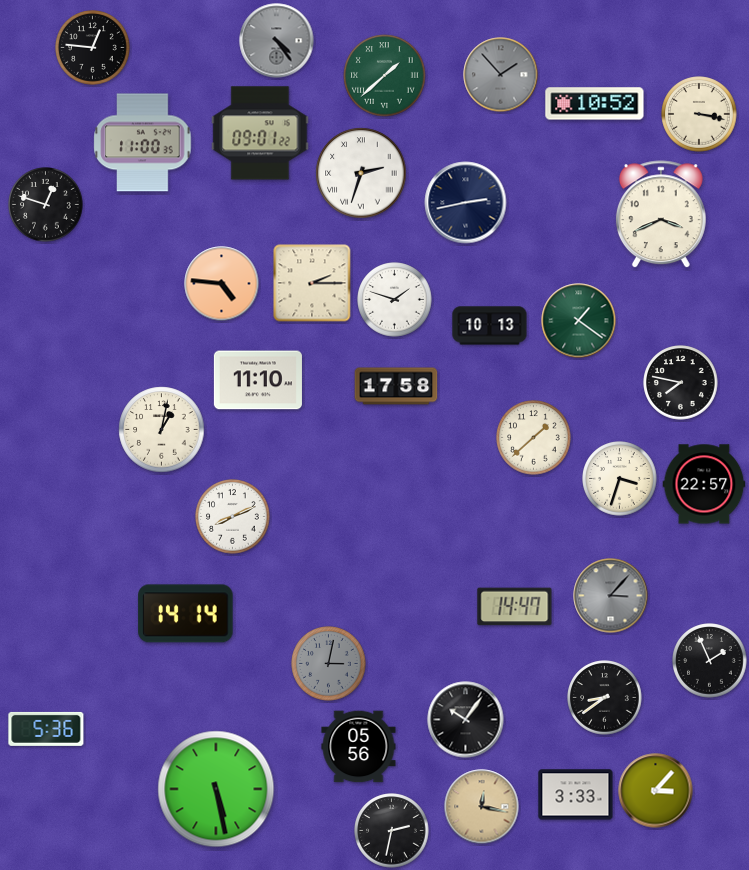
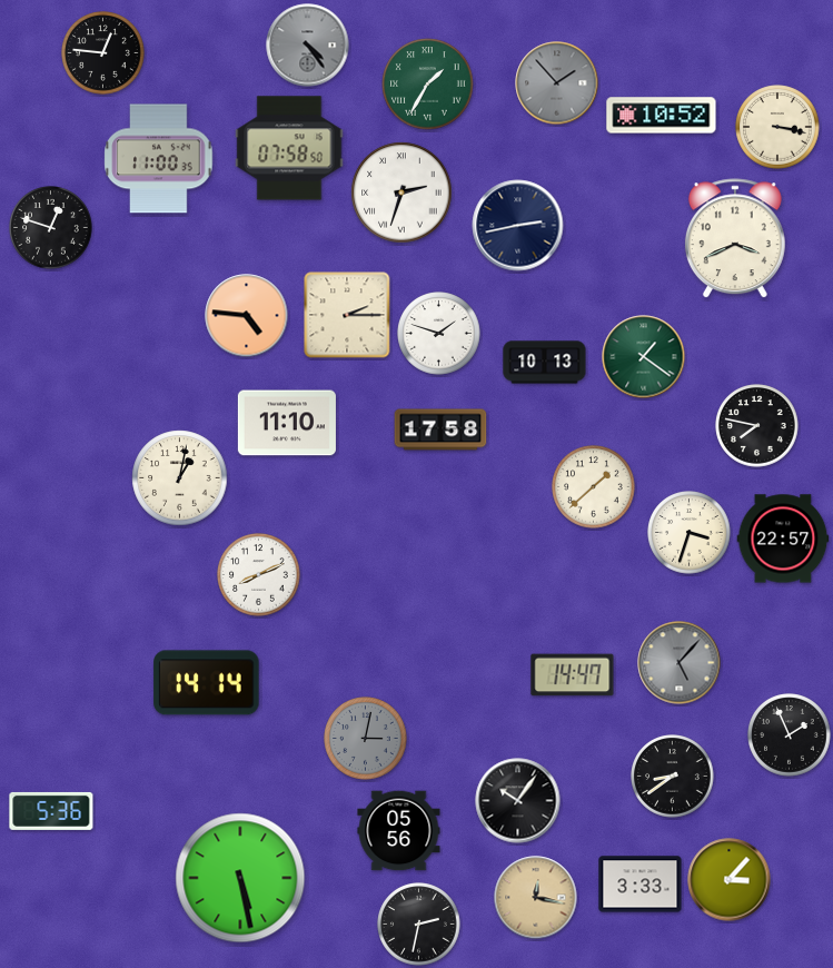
clock at (385, 76): 1:38 -> 1:35
clock at (260, 133): 09:01 -> 07:58
clock at (611, 596): 3:07 -> 5:07
clock at (392, 831) position: (392, 831) -> (419, 925)
